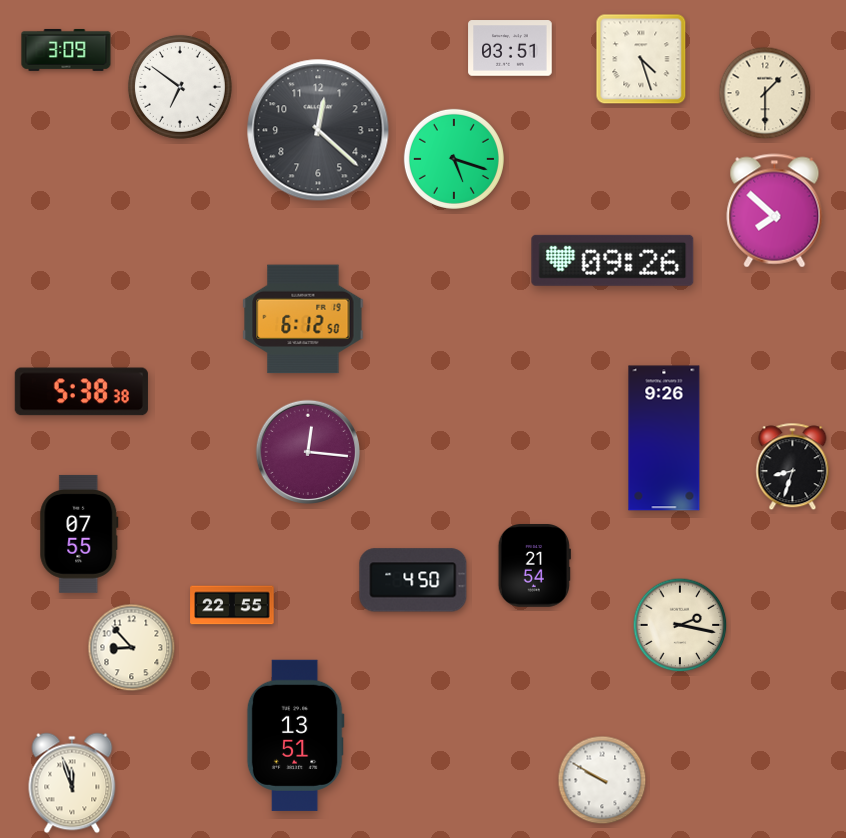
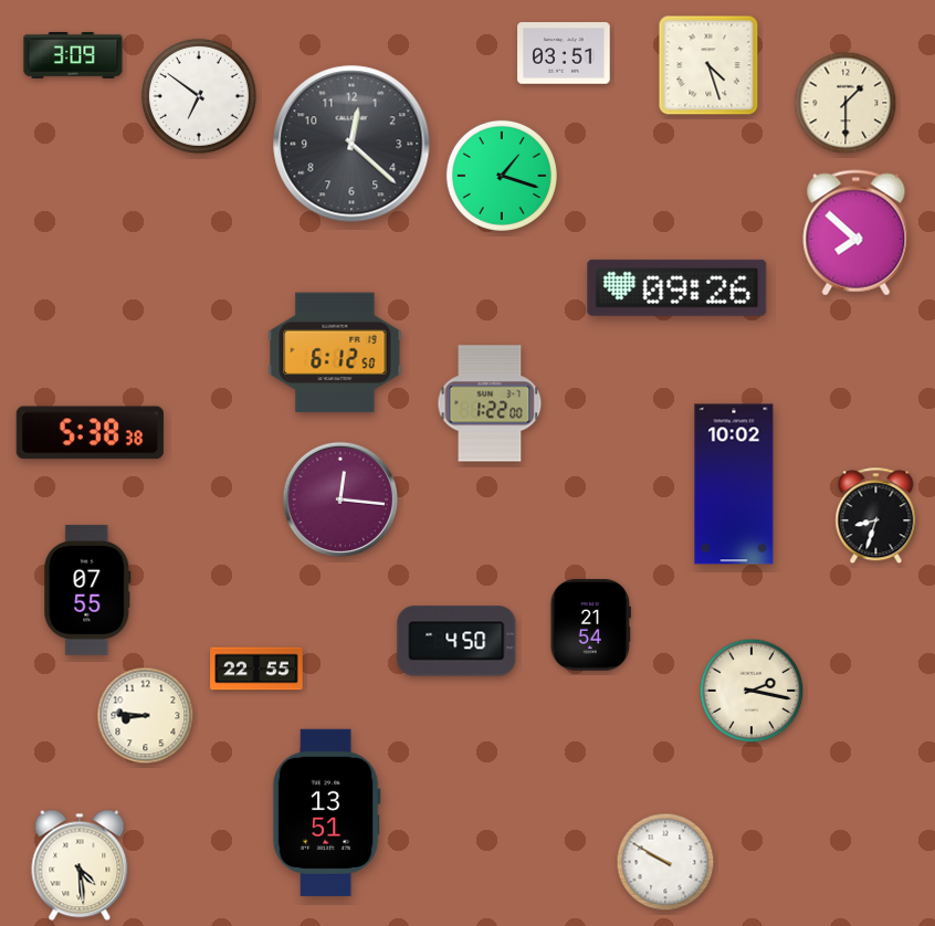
clock at (454, 159): 5:18 -> 1:18
clock at (490, 403): none -> 1:22
clock at (664, 438): 9:26 -> 10:02
clock at (132, 648): 8:53 -> 8:46
clock at (72, 783): 11:57 -> 4:29
